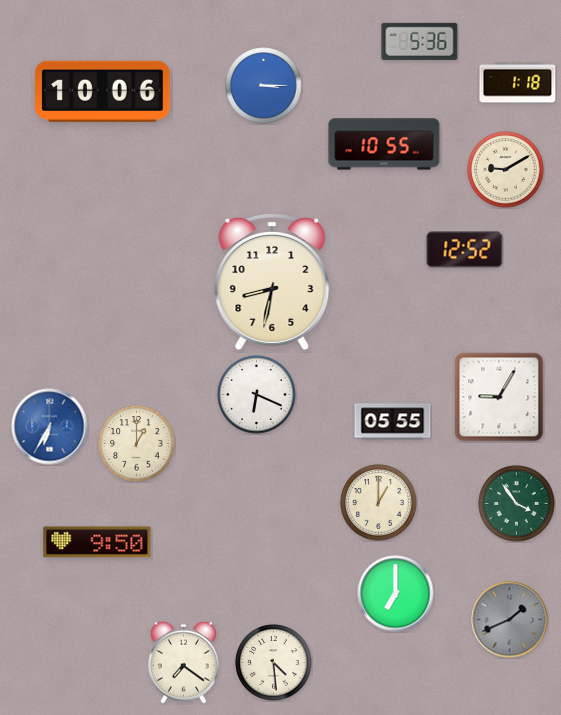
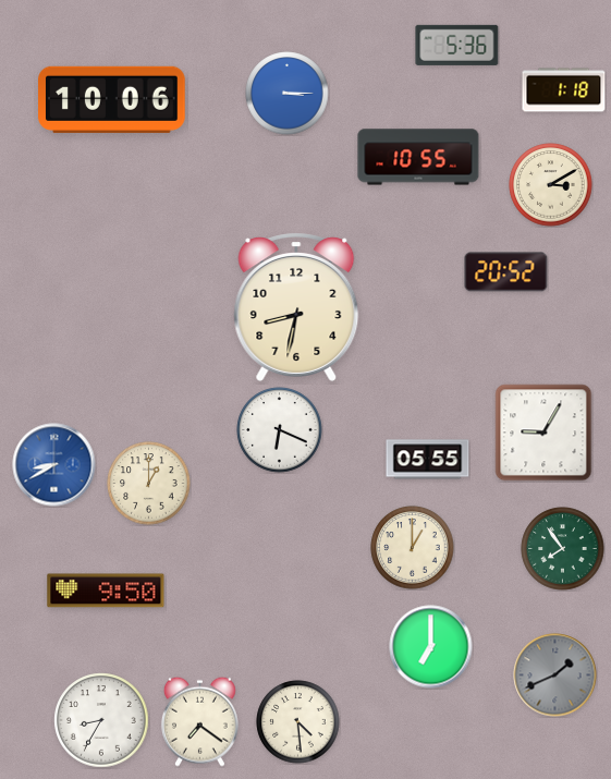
clock at (506, 170): 9:10 -> 3:10
clock at (465, 250): 12:52 -> 20:52
clock at (50, 427): 6:35 -> 8:40
clock at (517, 504): 3:54 -> 7:54
clock at (101, 720): none -> 8:35
